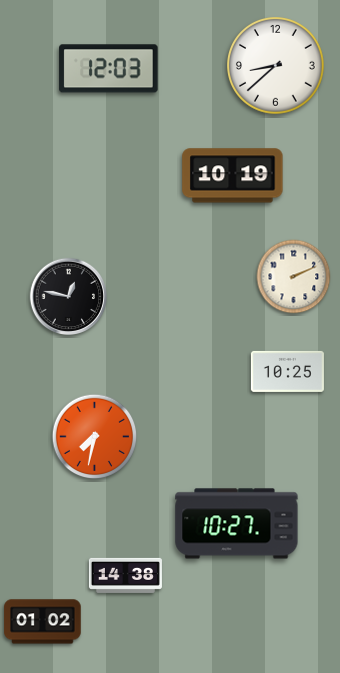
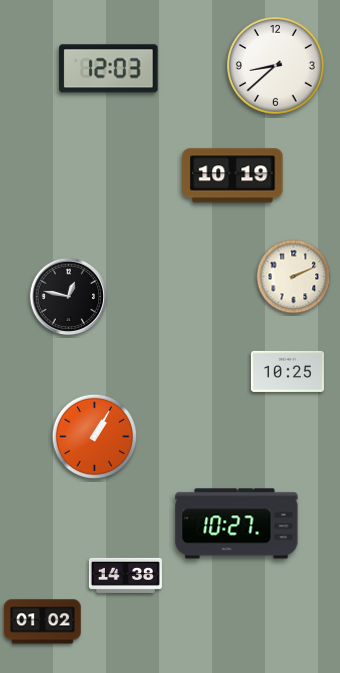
clock at (95, 437): 7:32 -> 1:05
